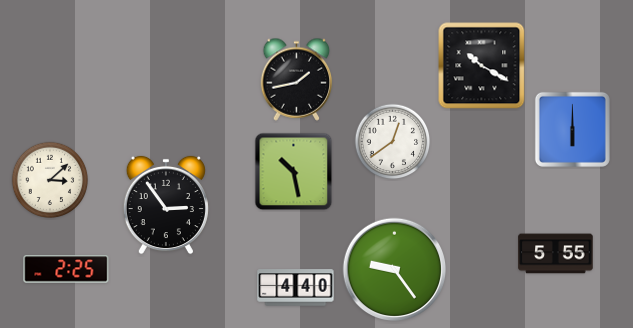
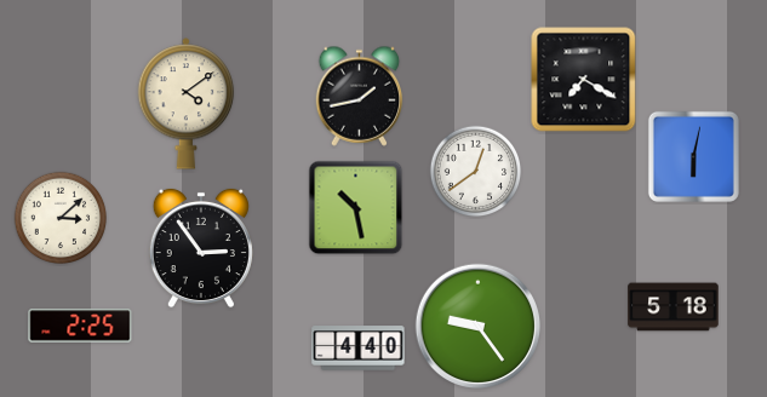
clock at (482, 66): 10:20 -> 7:20
clock at (187, 104): none -> 4:09
clock at (572, 129): 6:00 -> 6:02
clock at (556, 254): 5:55 -> 5:18
